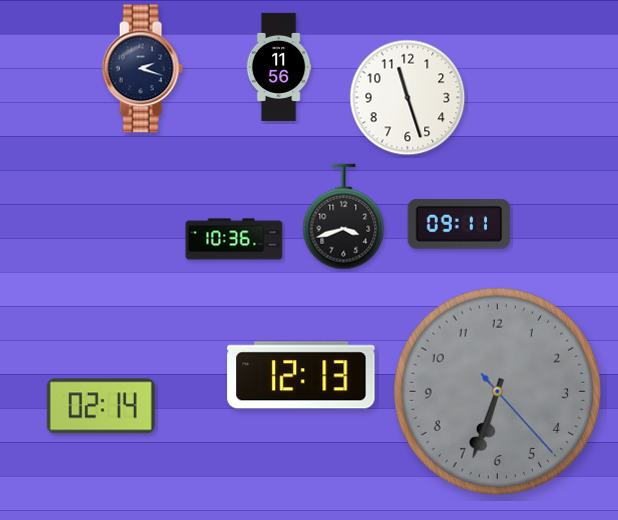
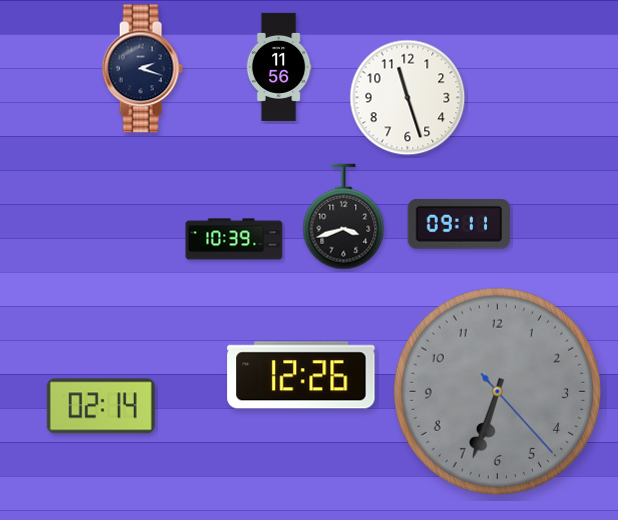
clock at (234, 239): 10:36 -> 10:39
clock at (301, 375): 12:13 -> 12:26
